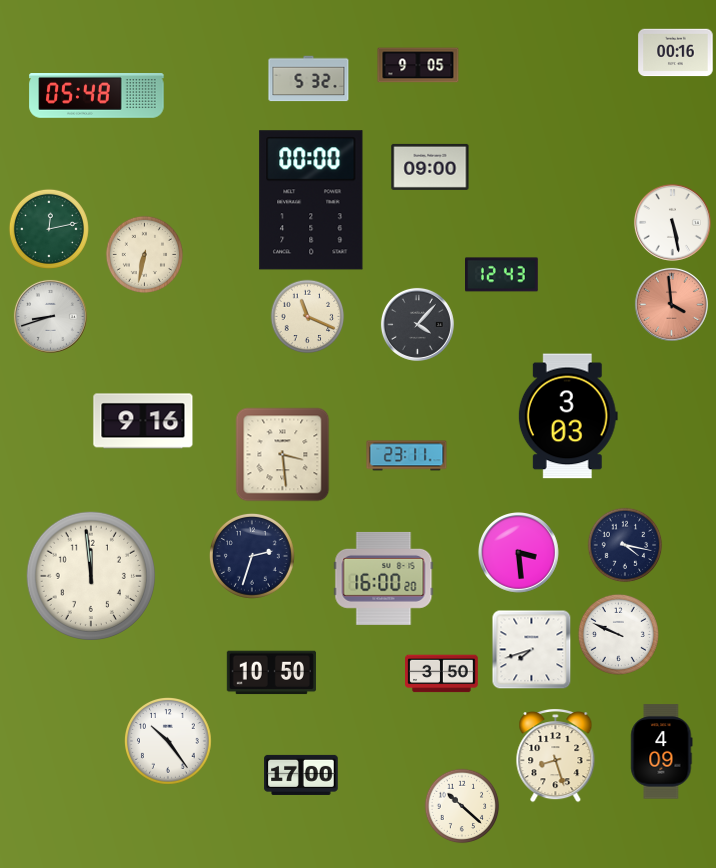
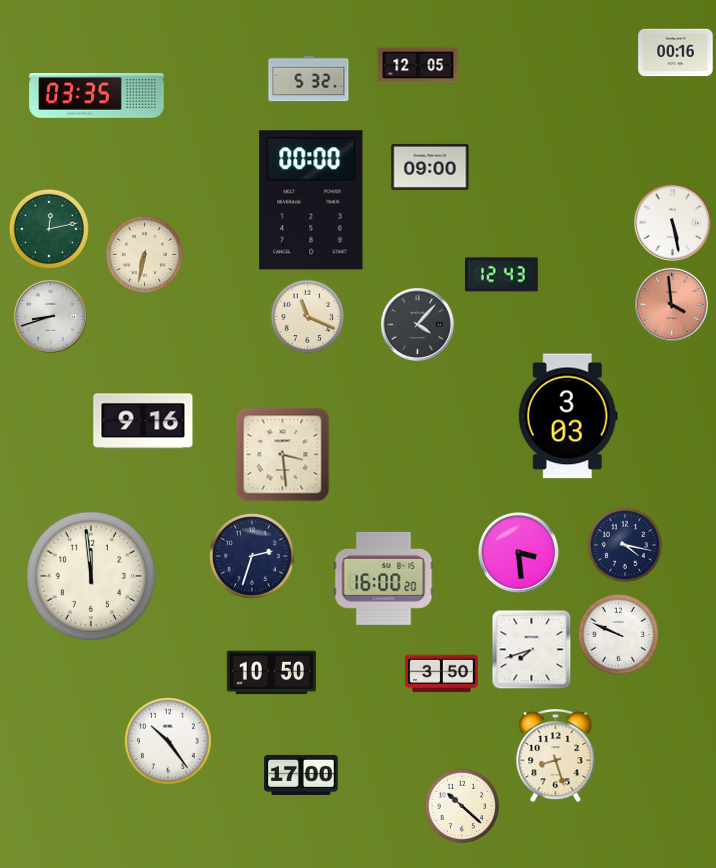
clock at (418, 65): 9:05 -> 12:05
clock at (97, 96): 05:48 -> 03:35
clock at (407, 456): 23:11 -> none
clock at (662, 752): 4:09 -> none
